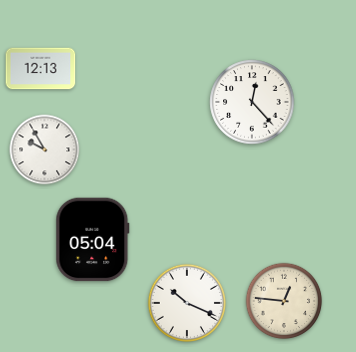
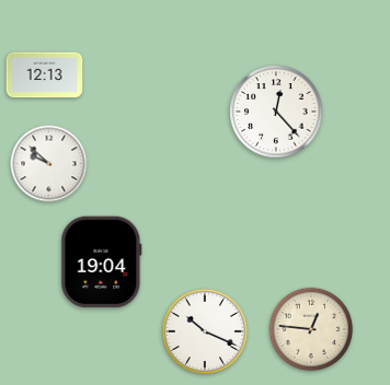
clock at (45, 150): 9:55 -> 9:52
clock at (93, 240): 05:04 -> 19:04
